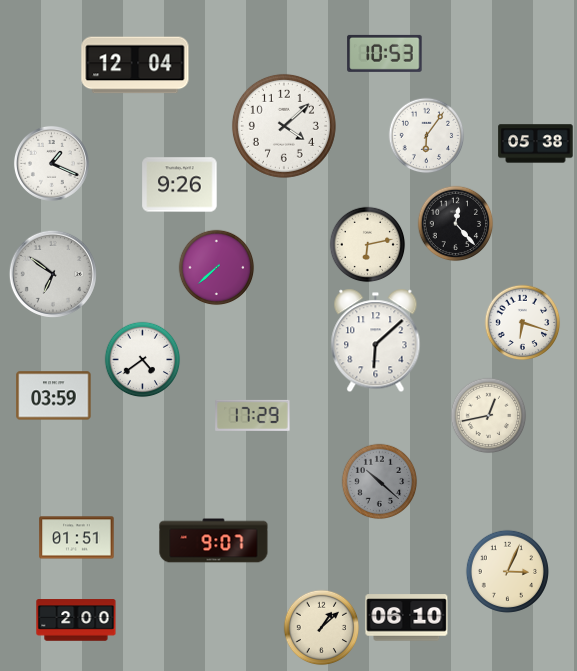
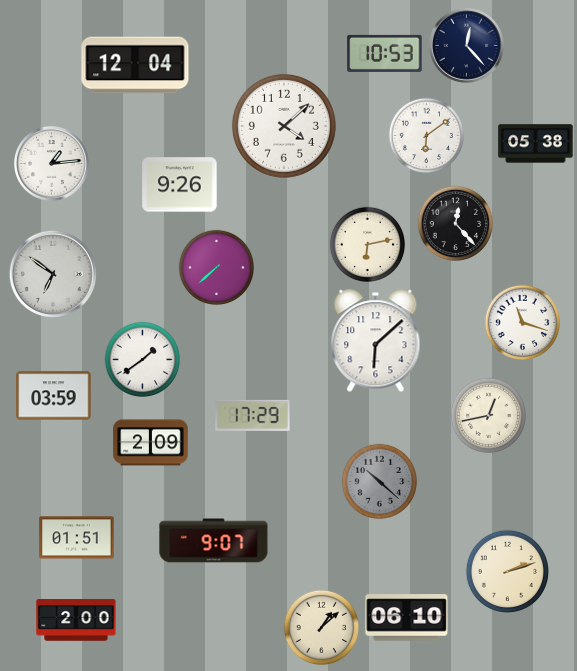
clock at (466, 45): none -> 12:23
clock at (427, 136): 6:06 -> 6:09
clock at (51, 163): 1:19 -> 1:14
clock at (523, 323): 6:18 -> 11:18
clock at (143, 360): 4:39 -> 1:39
clock at (151, 443): none -> 2:09
clock at (507, 571): 3:04 -> 2:12
